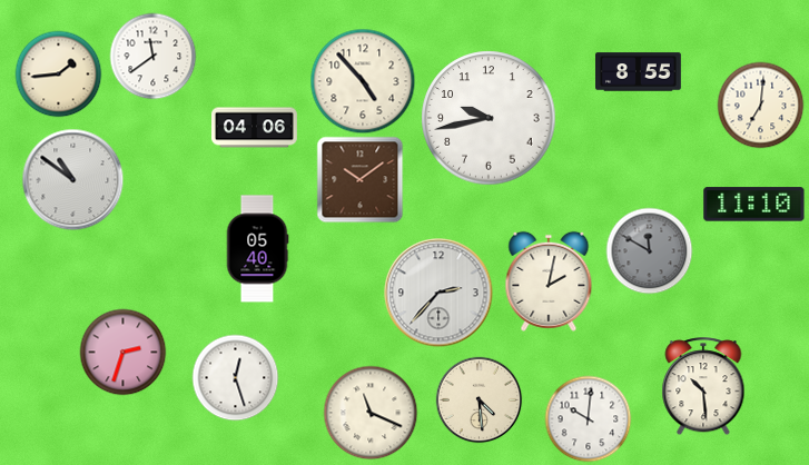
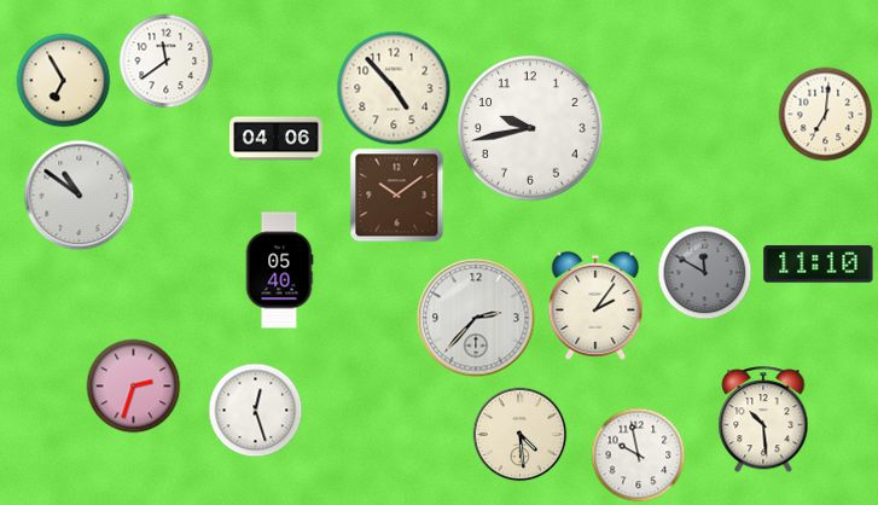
clock at (639, 72): 8:55 -> none
clock at (58, 73): 1:44 -> 6:55
clock at (359, 179) position: (359, 179) -> (396, 195)
clock at (754, 205) position: (754, 205) -> (819, 265)
clock at (549, 281): 2:02 -> 2:06
clock at (122, 352) position: (122, 352) -> (133, 385)
clock at (371, 413): 11:19 -> none
clock at (588, 418): 10:01 -> 9:58
